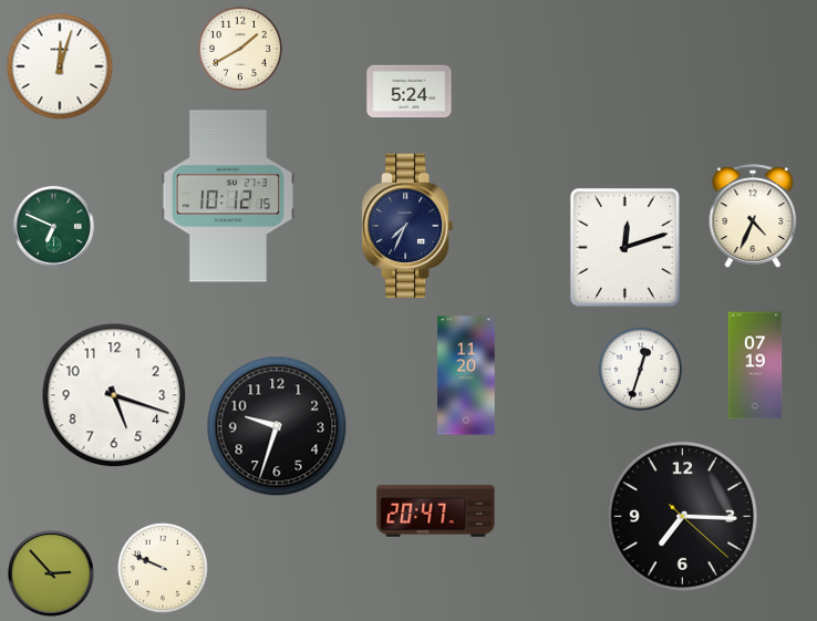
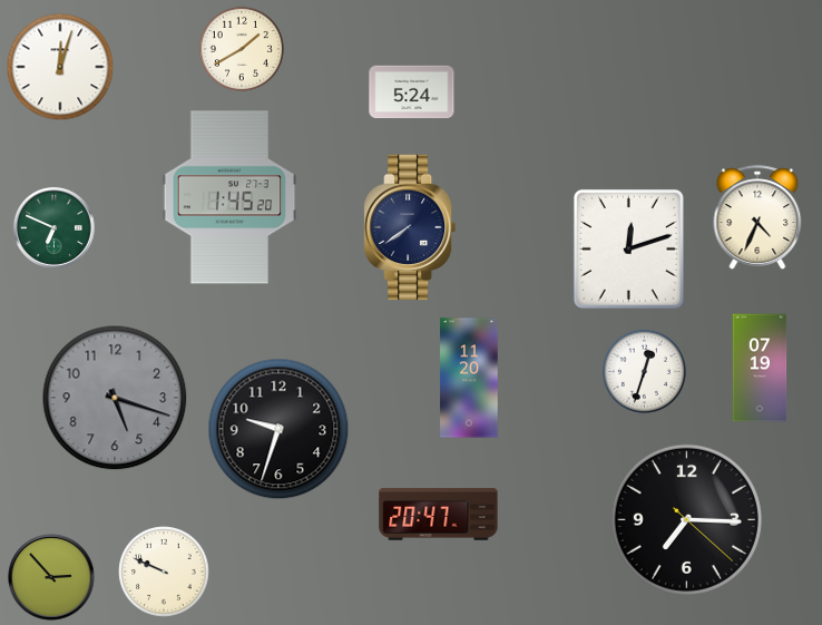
clock at (228, 196): 10:12 -> 1:45
clock at (407, 226): 7:34 -> 7:39
clock at (114, 395) dial: white -> grey
